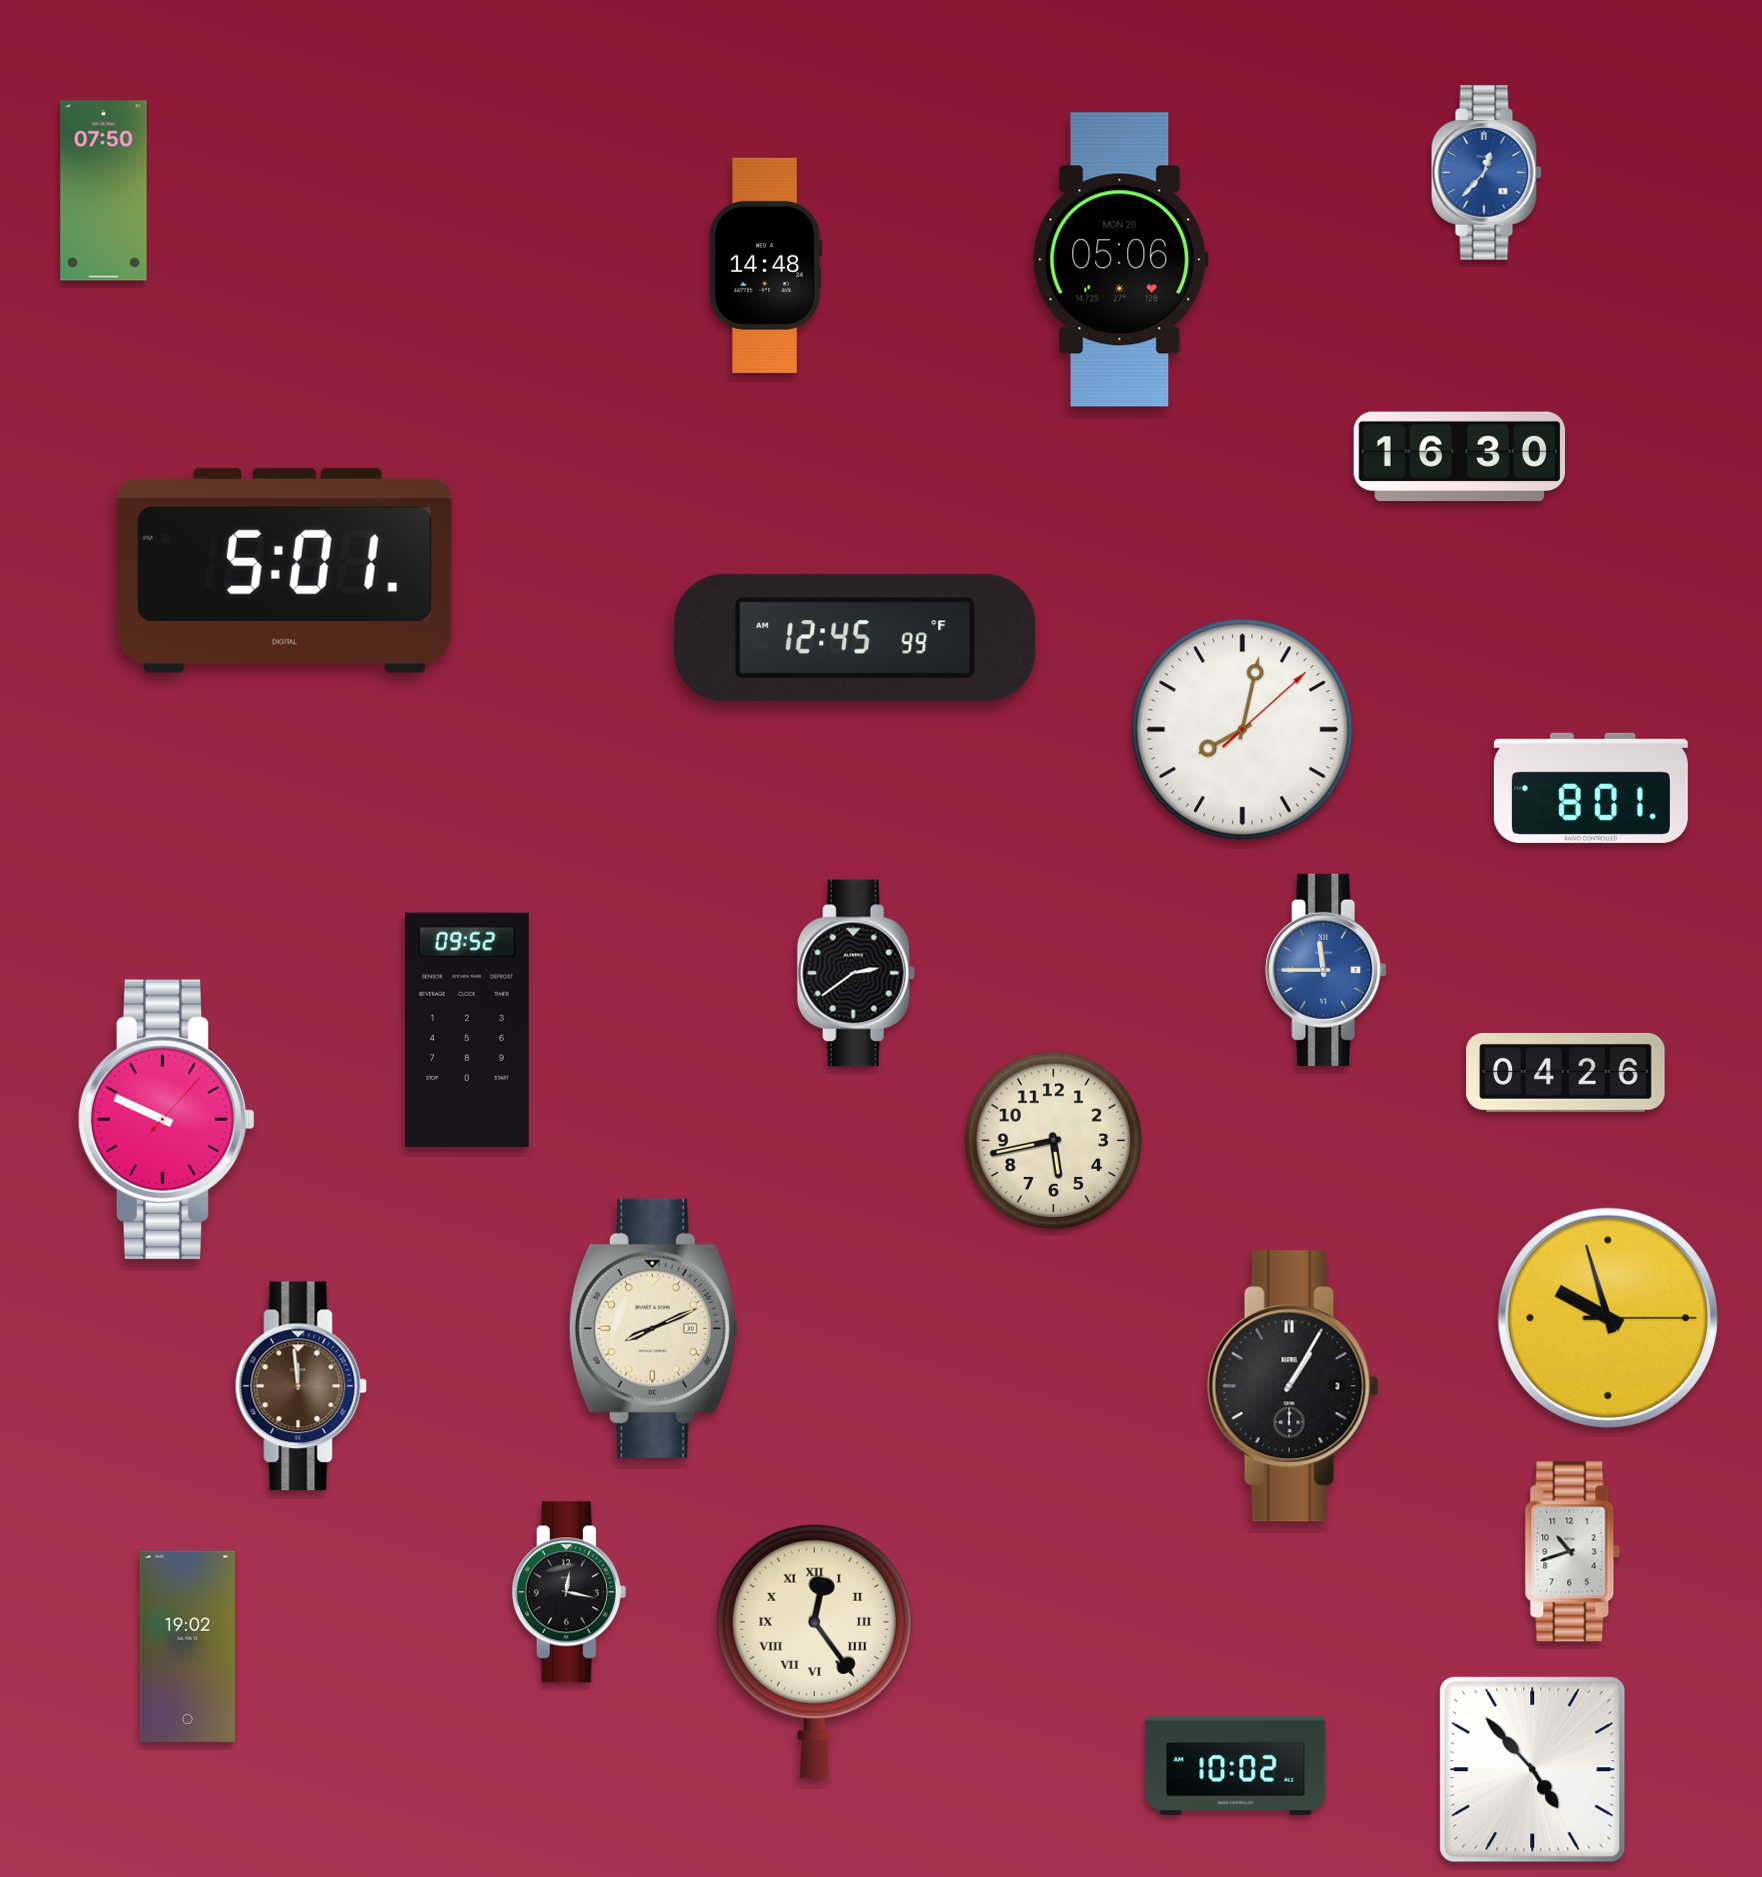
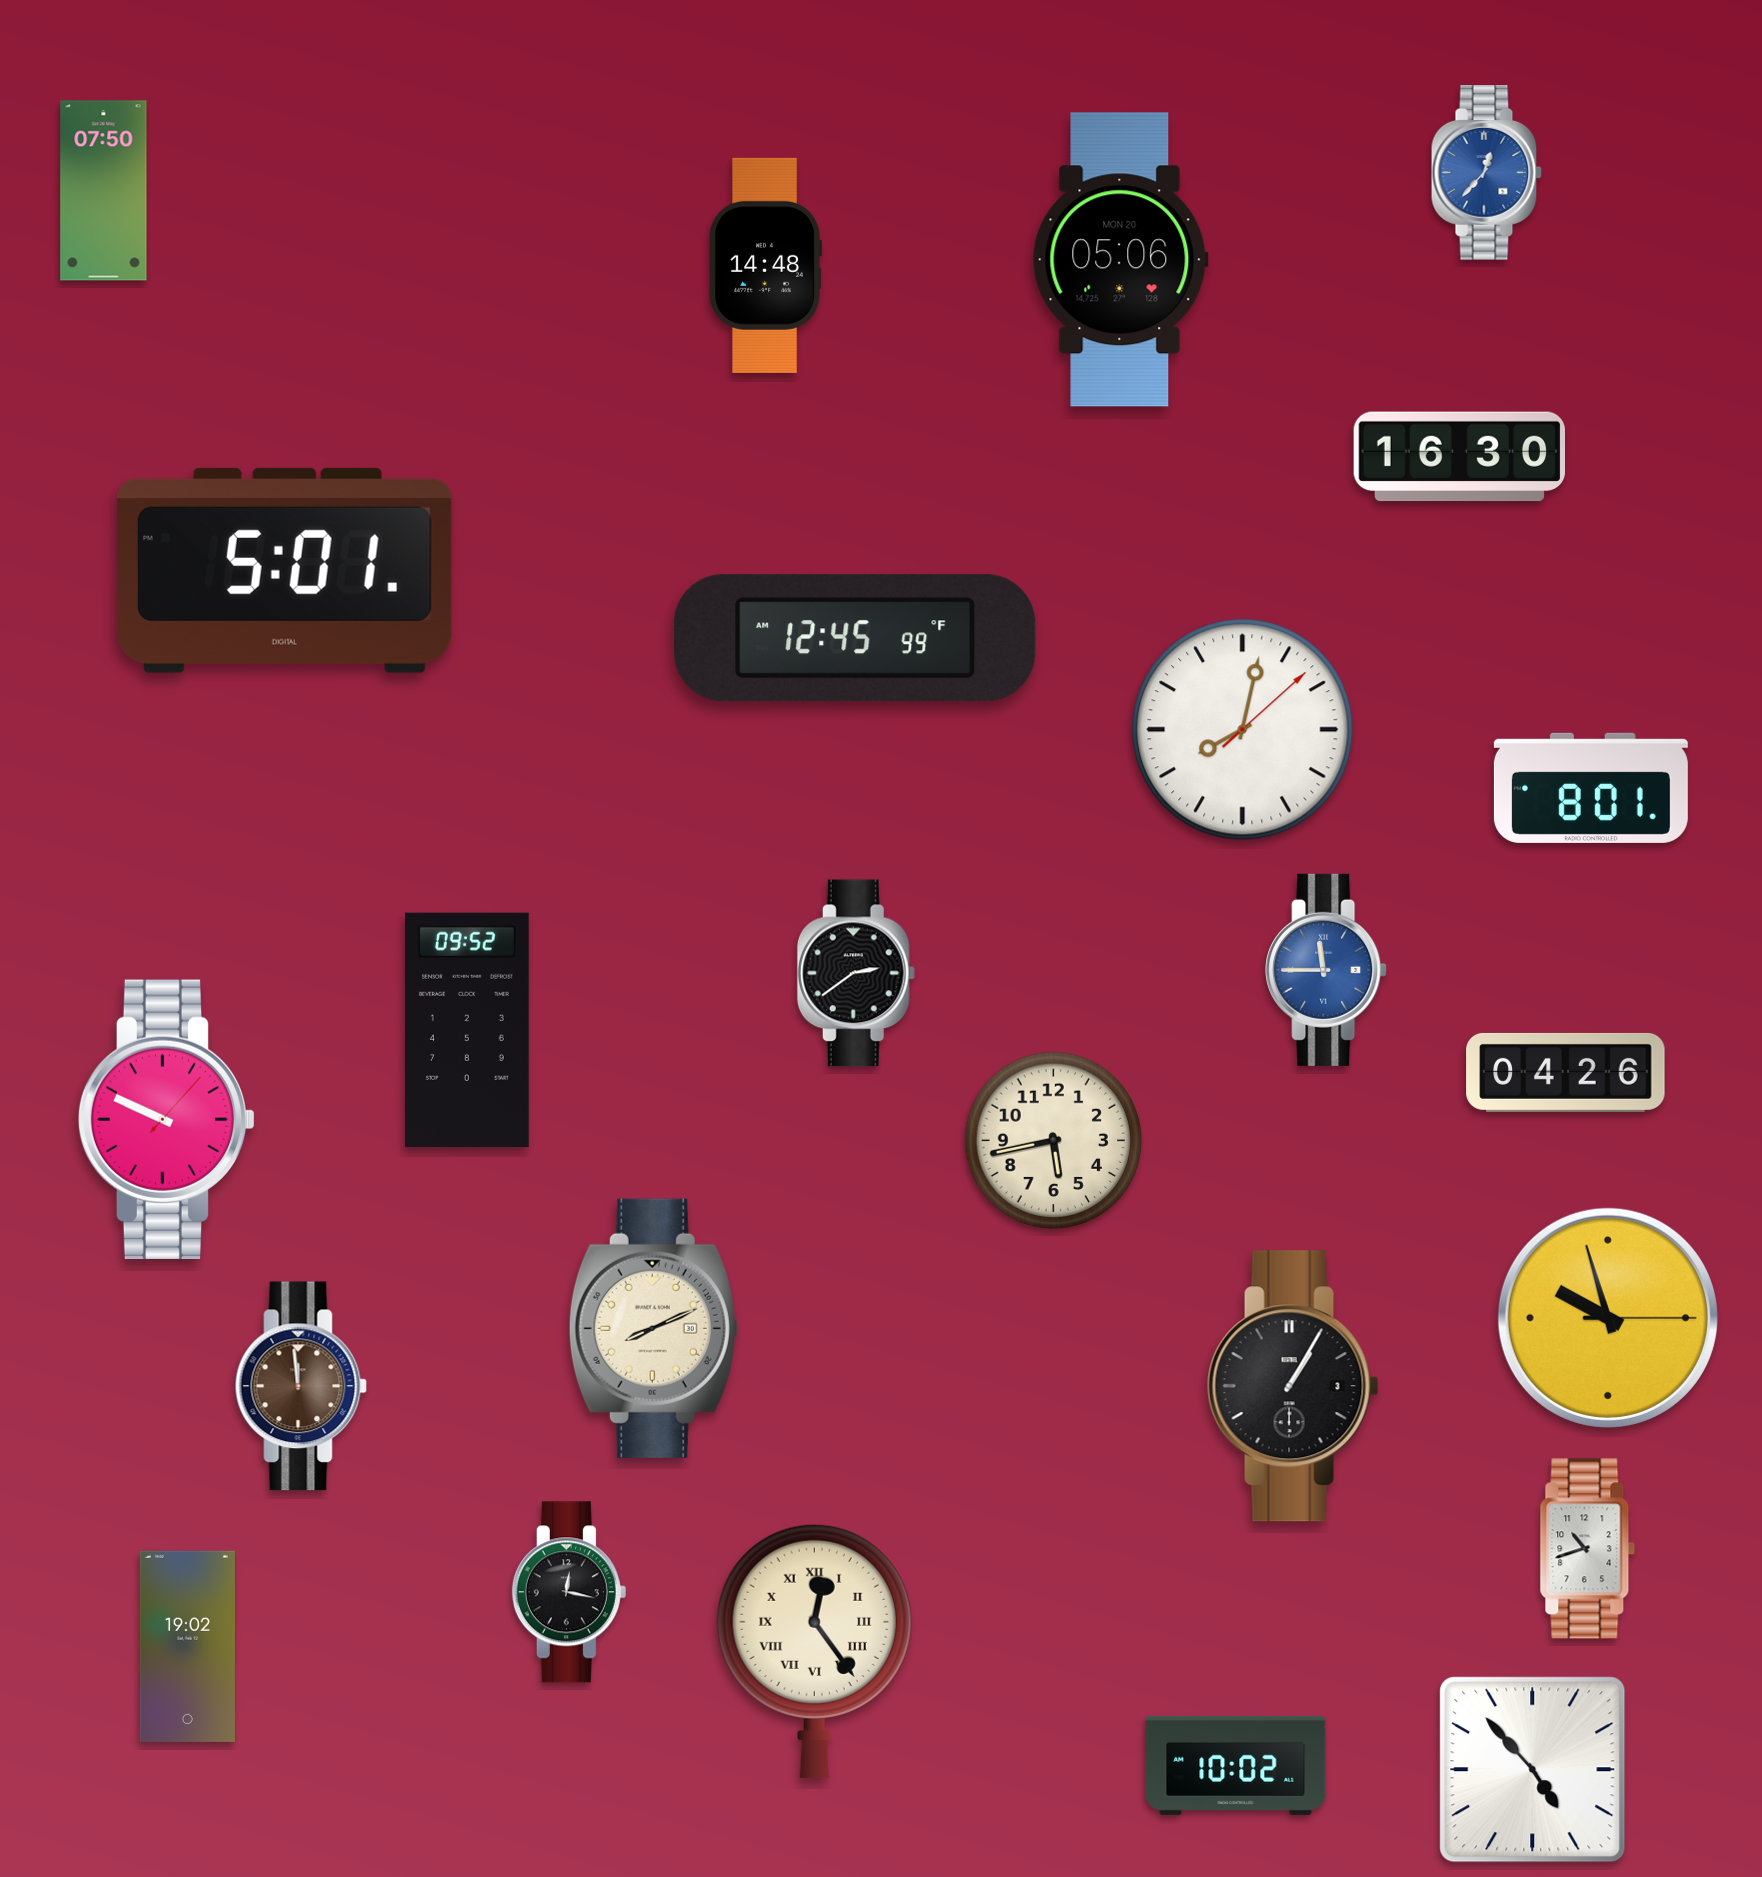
clock at (1573, 1552) position: (1573, 1552) -> (1588, 1549)
